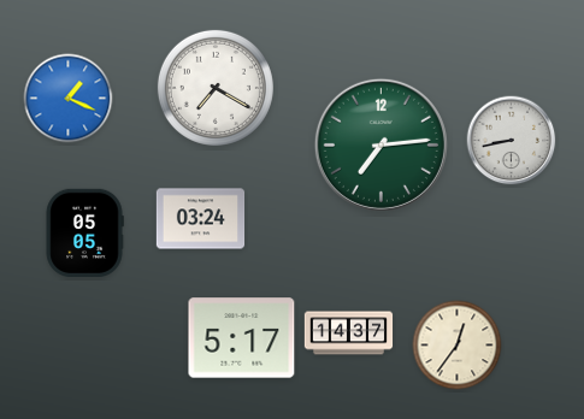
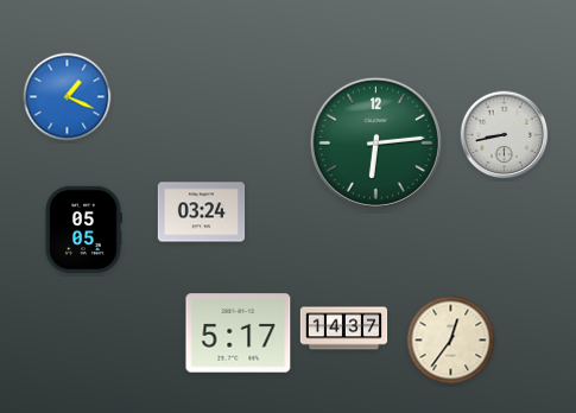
clock at (216, 88): 7:20 -> none
clock at (512, 141) position: (512, 141) -> (505, 135)
clock at (381, 144): 7:14 -> 6:14
clock at (201, 219) position: (201, 219) -> (202, 212)
